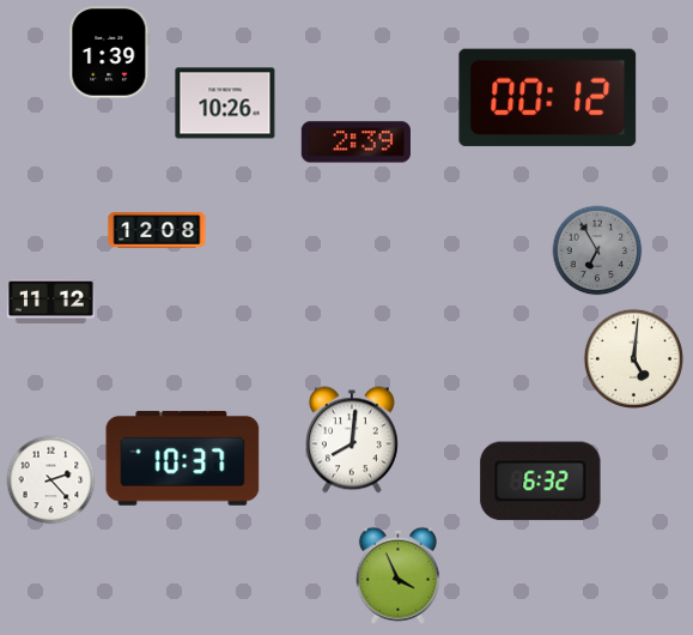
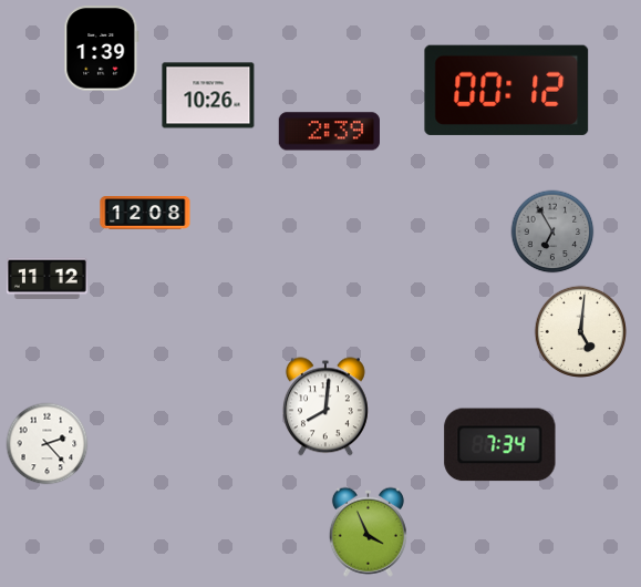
clock at (633, 358) position: (633, 358) -> (580, 331)
clock at (183, 458): 10:37 -> none
clock at (541, 482): 6:32 -> 7:34
